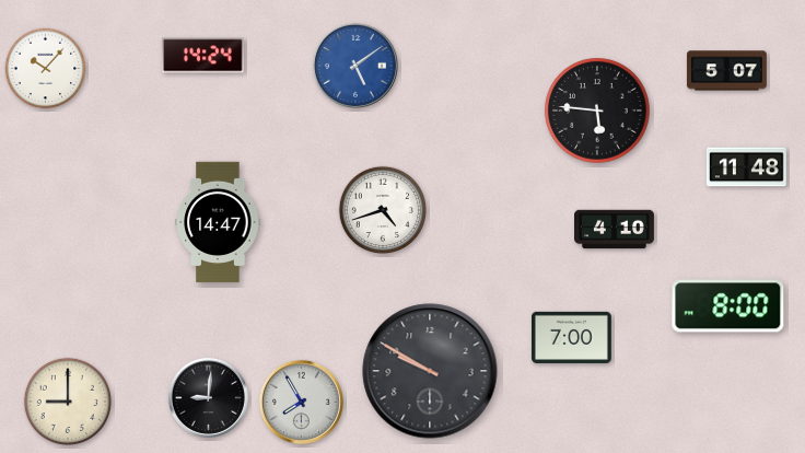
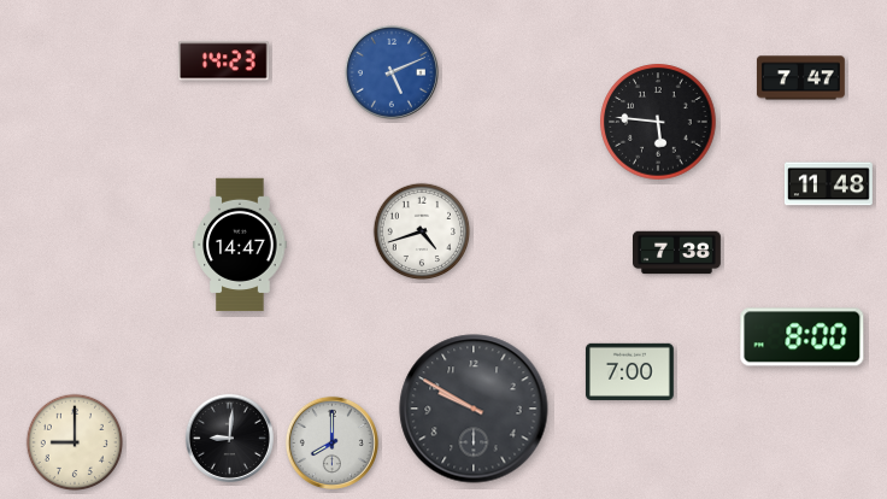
clock at (203, 56): 14:24 -> 14:23
clock at (355, 66): 5:09 -> 5:11
clock at (46, 69): 10:07 -> none
clock at (726, 71): 5:07 -> 7:47
clock at (746, 167) position: (746, 167) -> (828, 184)
clock at (615, 230): 4:10 -> 7:38
clock at (301, 402): 7:55 -> 8:00
